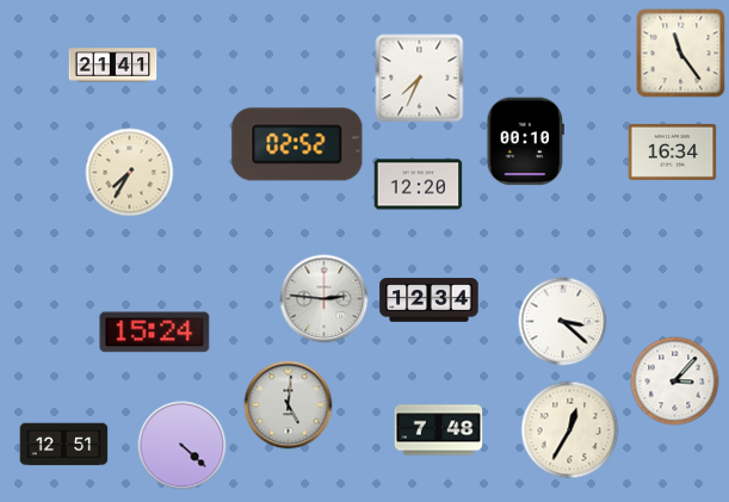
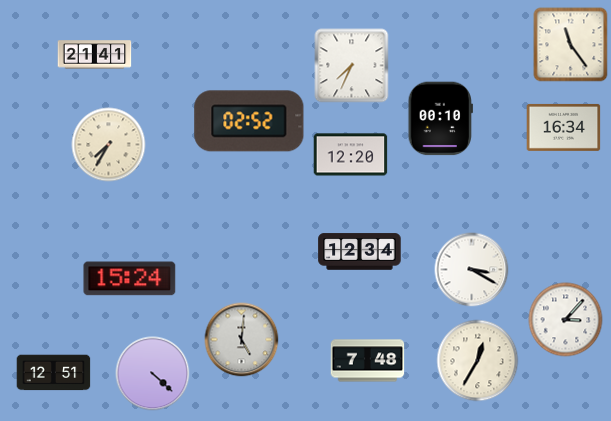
clock at (325, 299): 2:46 -> none
clock at (563, 322): 3:22 -> 3:20
